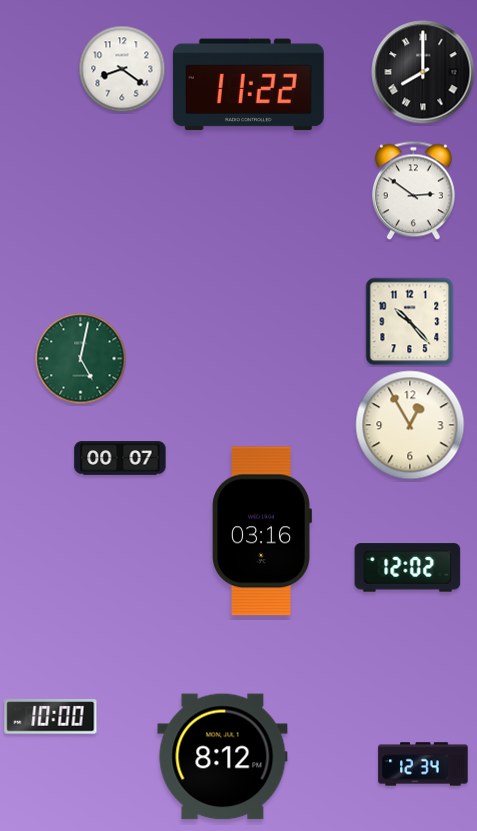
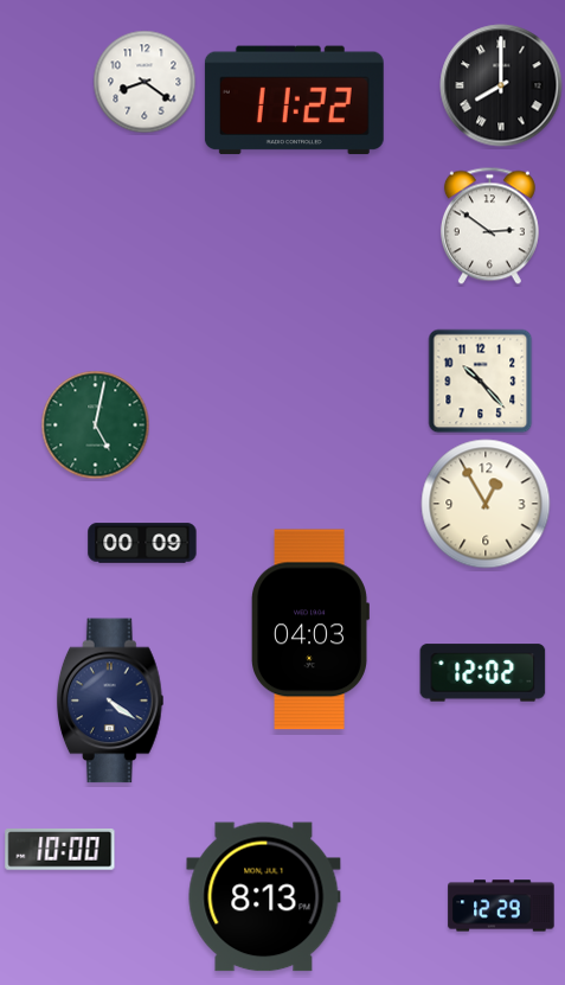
clock at (410, 322) position: (410, 322) -> (481, 382)
clock at (120, 458): 00:07 -> 00:09
clock at (262, 531): 03:16 -> 04:03
clock at (110, 701): none -> 4:21
clock at (223, 757): 8:12 -> 8:13
clock at (423, 764): 12:34 -> 12:29
